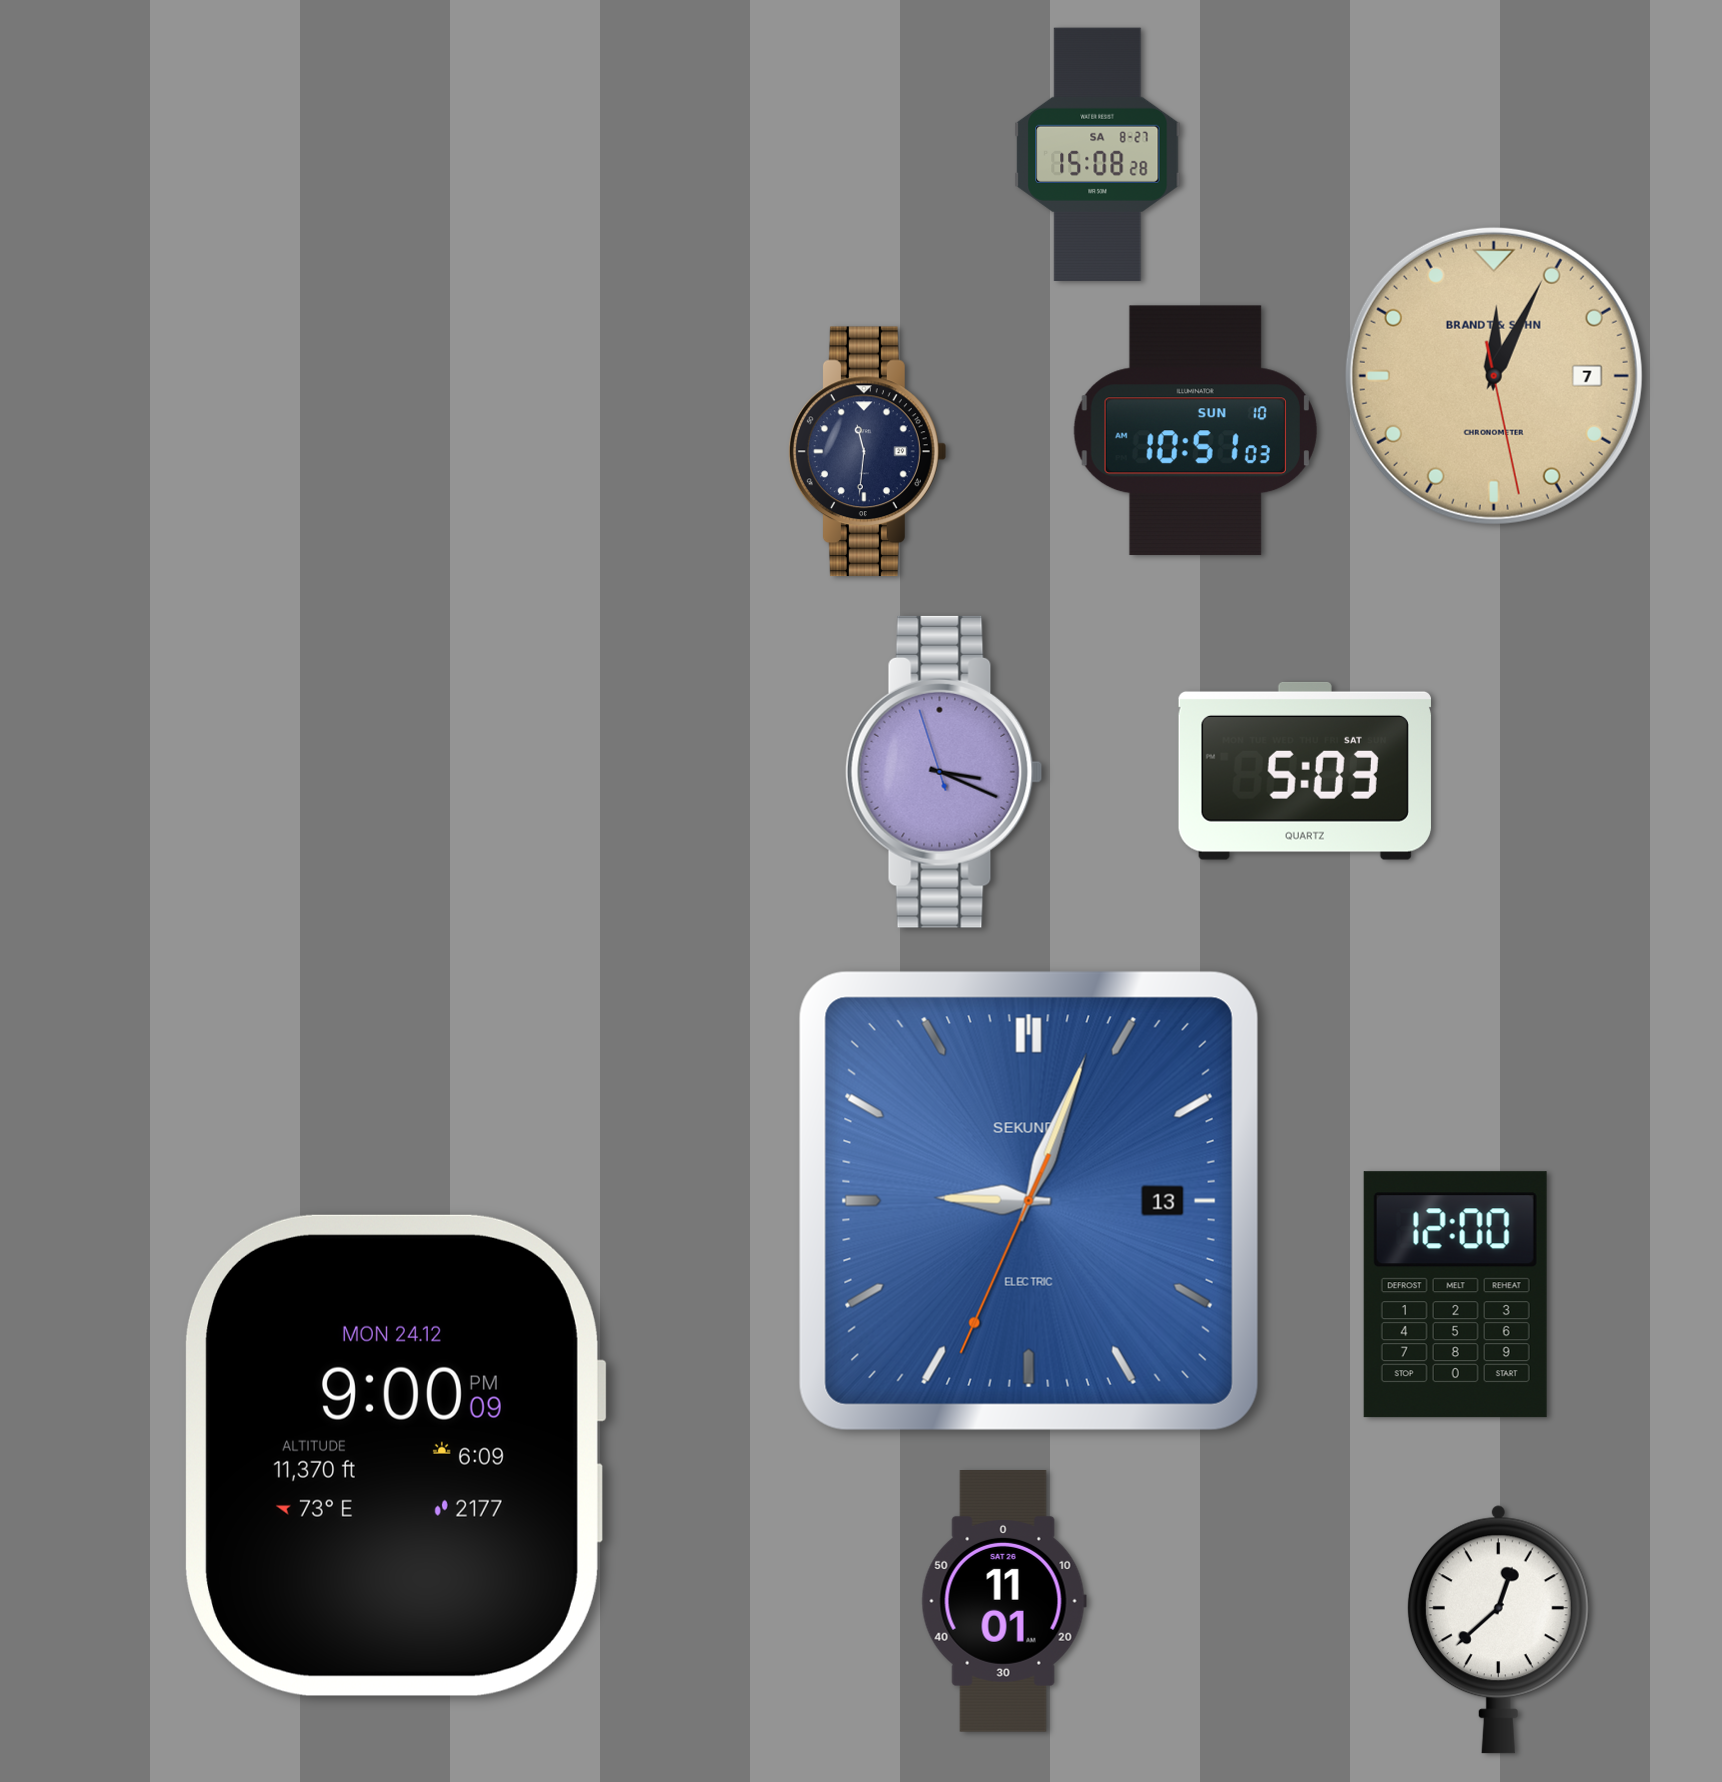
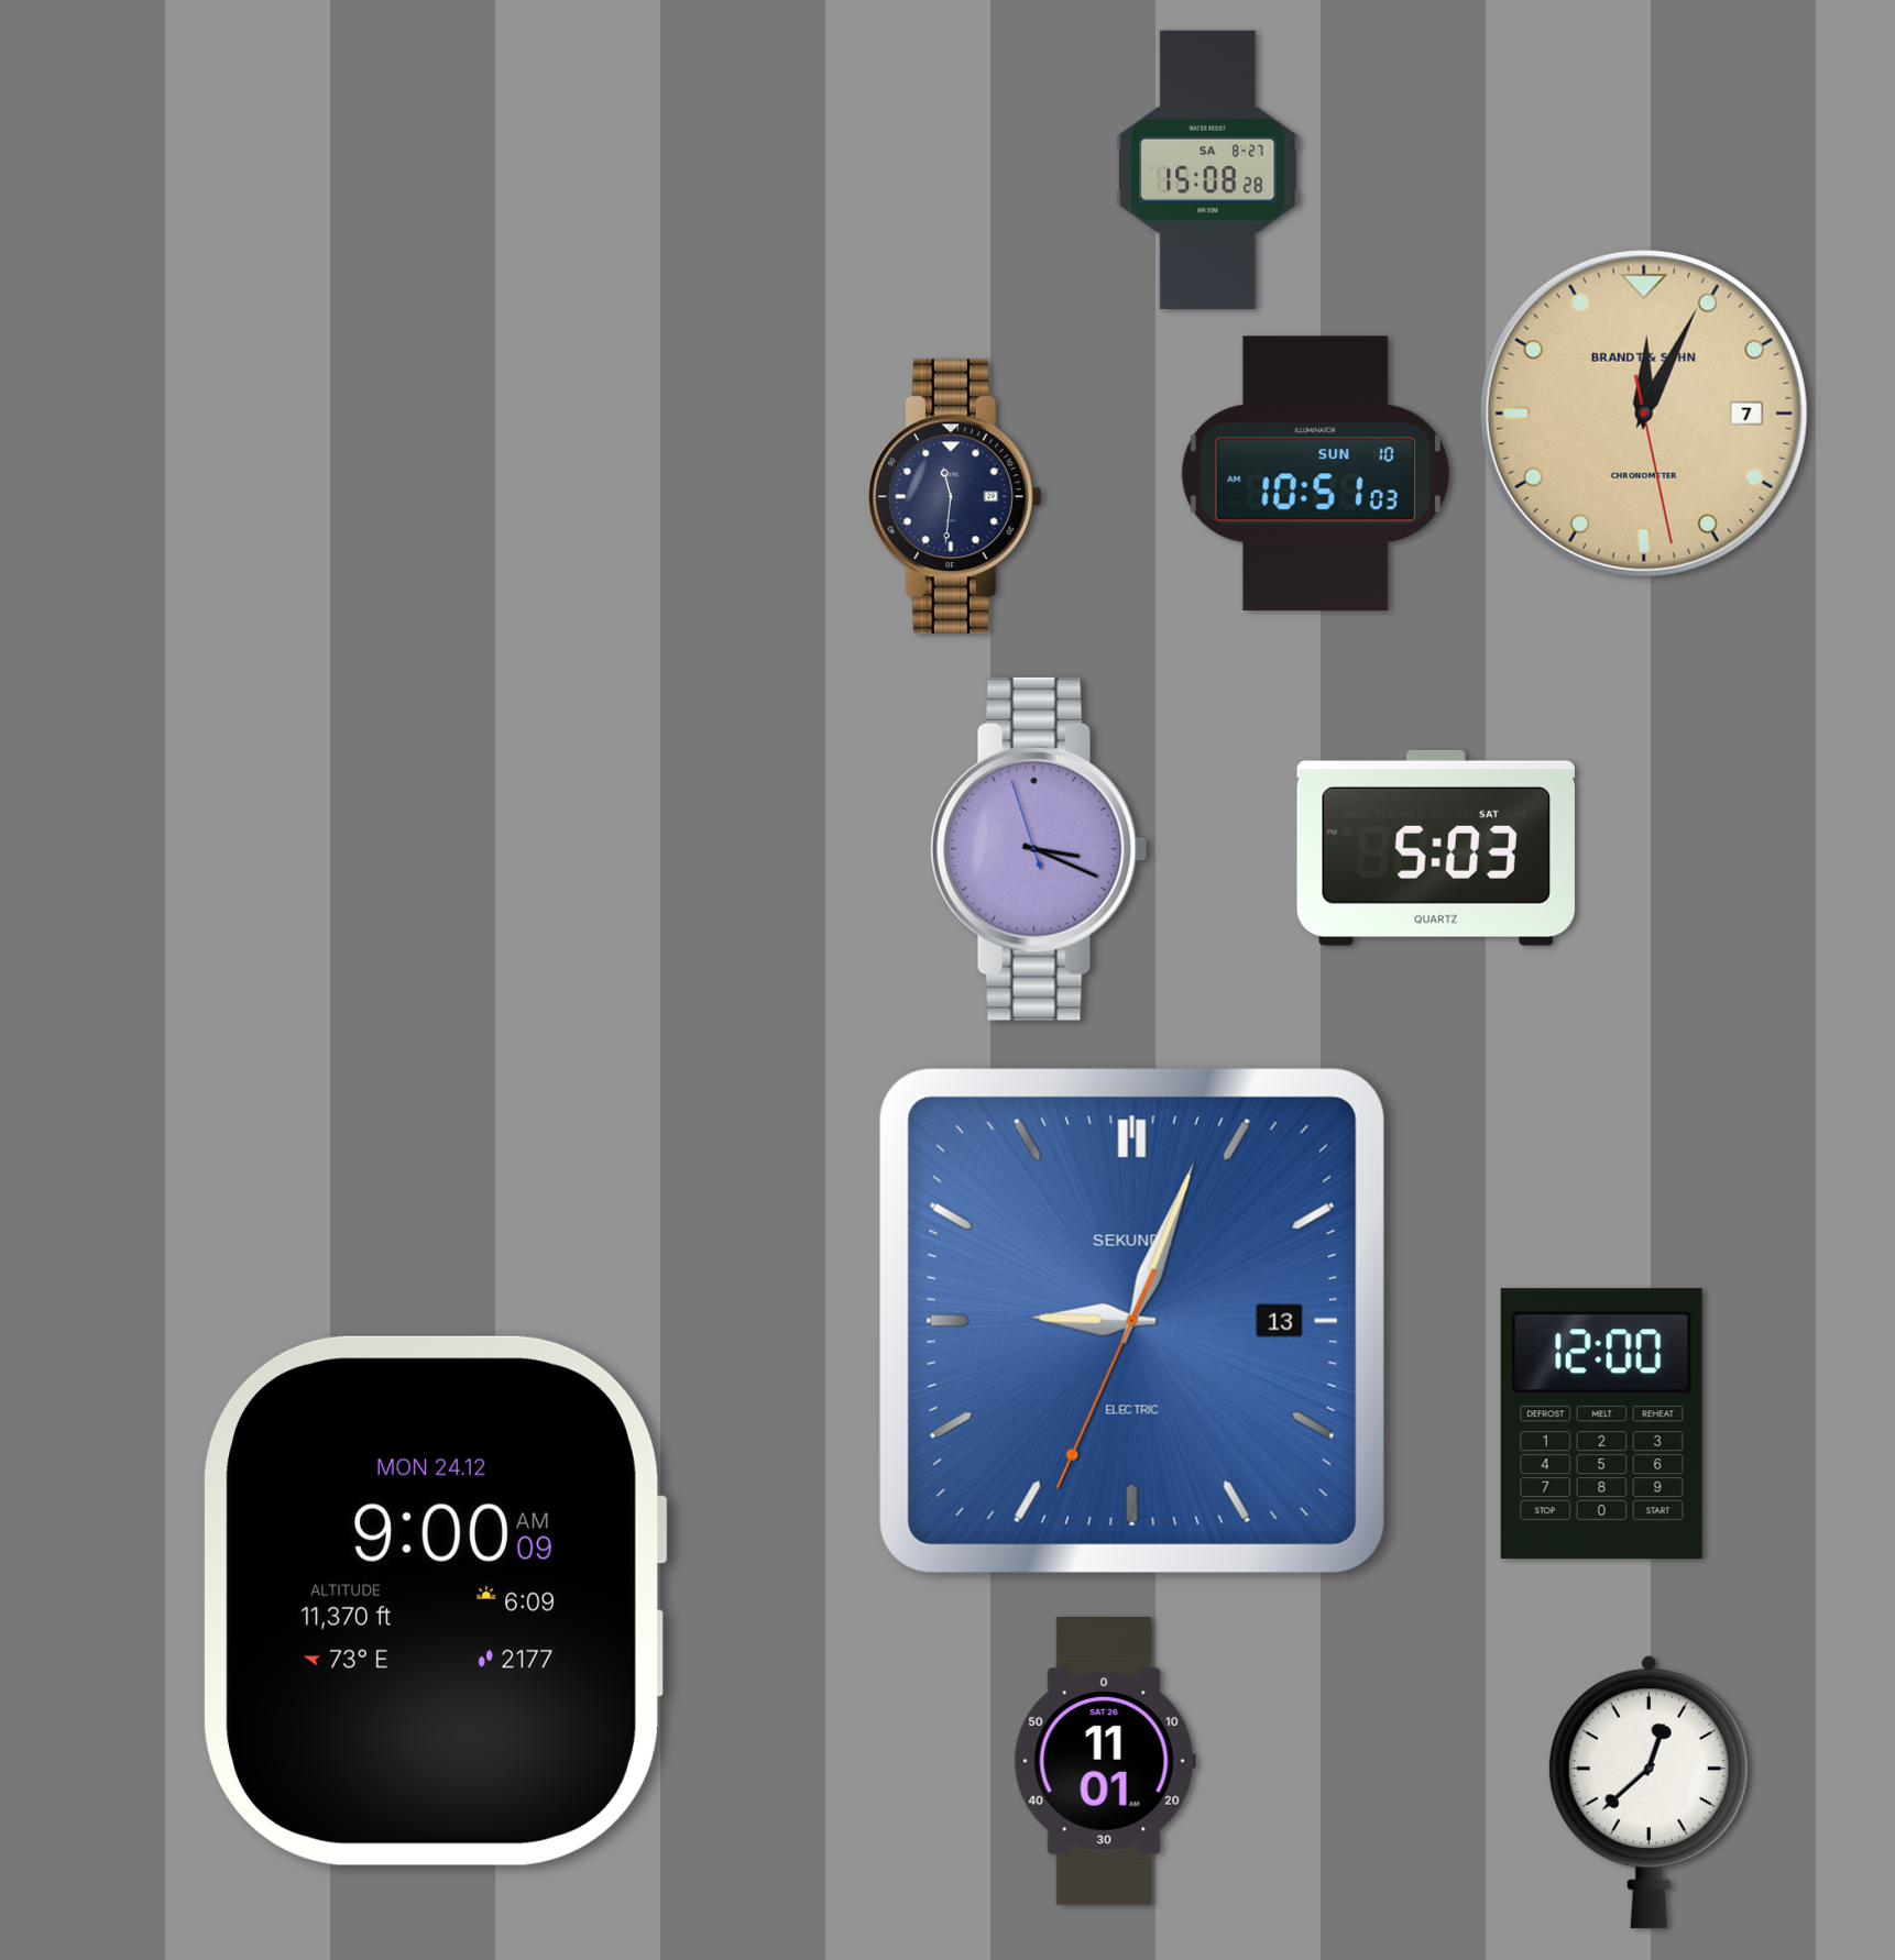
clock at (395, 1455): 9:00:09 PM -> 9:00:09 AM
